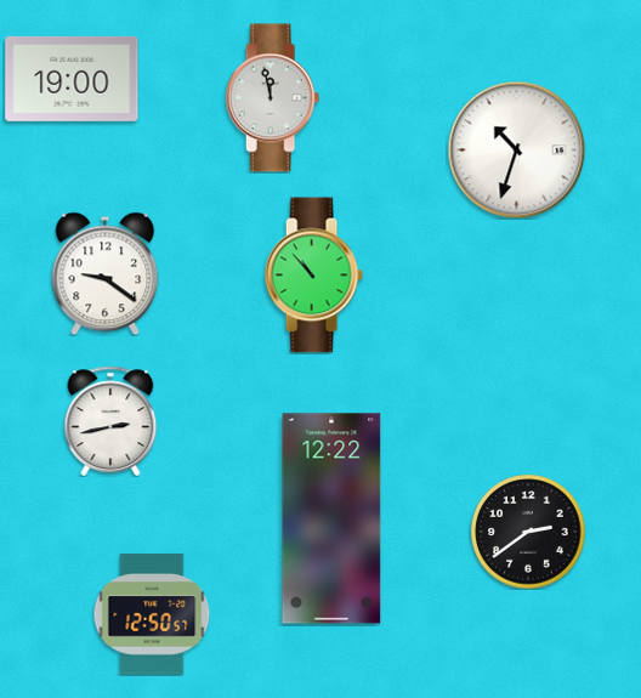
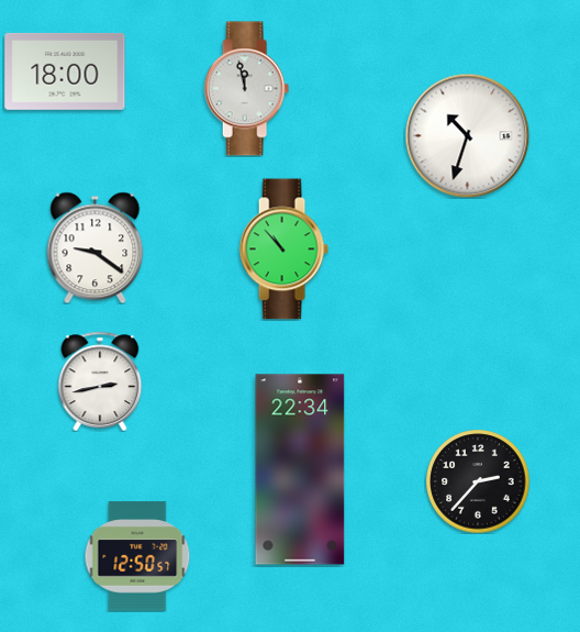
clock at (72, 79): 19:00 -> 18:00
clock at (331, 518): 12:22 -> 22:34
clock at (528, 532): 2:39 -> 2:37
